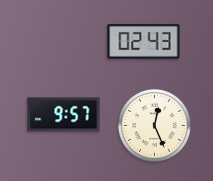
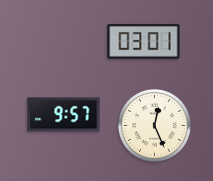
clock at (144, 41): 02:43 -> 03:01
